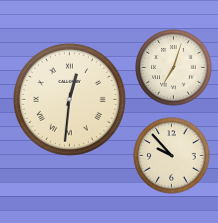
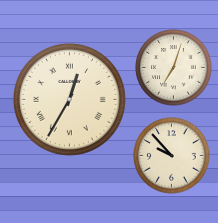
clock at (69, 99): 12:31 -> 12:35
